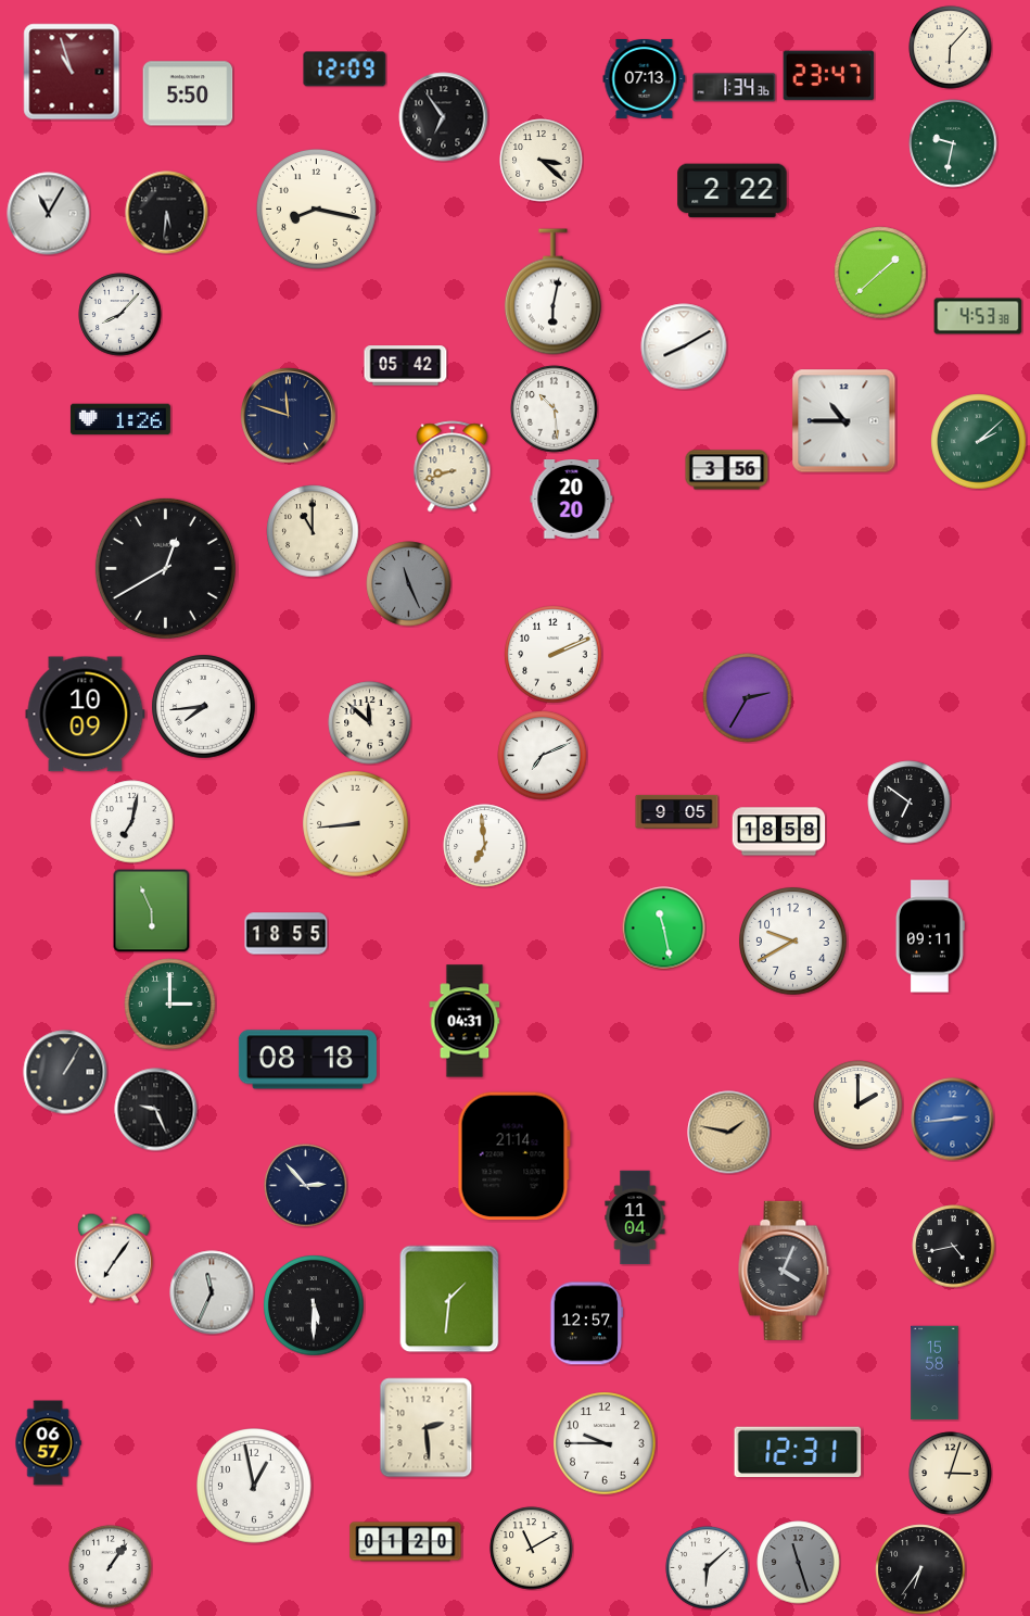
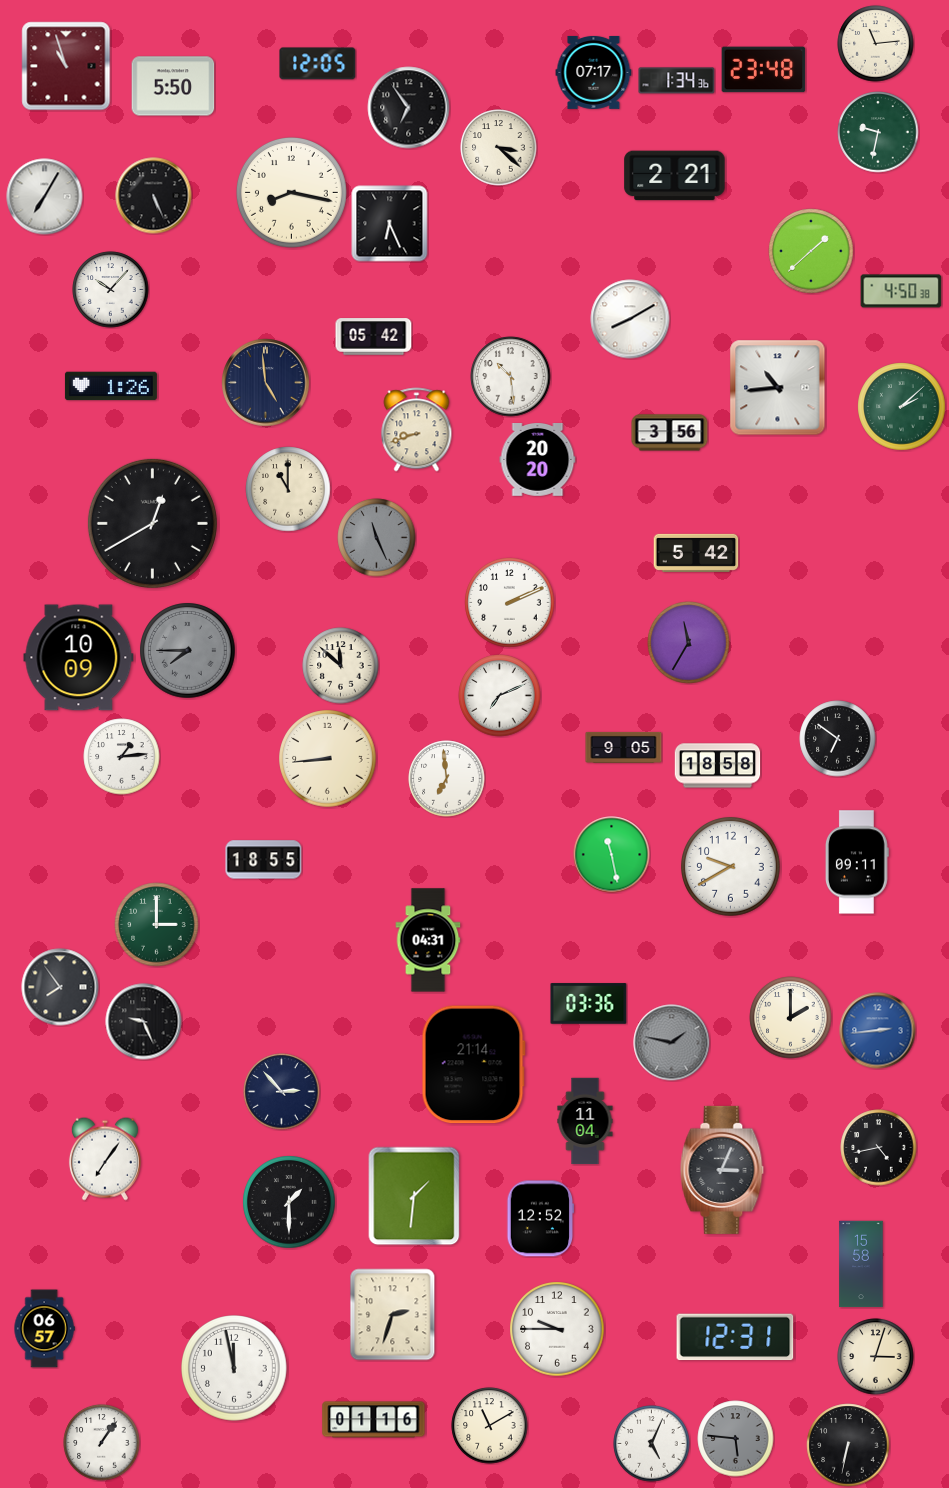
clock at (951, 48): 6:07 -> 11:14
clock at (345, 70): 12:09 -> 12:05
clock at (829, 76): 23:47 -> 23:48
clock at (645, 78): 07:13 -> 07:17
clock at (733, 191): 2:22 -> 2:21
clock at (167, 213): 5:31 -> 5:26
clock at (49, 214): 11:05 -> 7:05
clock at (390, 224): none -> 6:26
clock at (552, 292): 6:02 -> none
clock at (120, 315): 8:07 -> 10:07
clock at (978, 316): 4:53 -> 4:50
clock at (289, 416): 11:48 -> 4:59
clock at (844, 421): 10:45 -> 10:44
clock at (572, 500) position: (572, 500) -> (538, 460)
clock at (696, 553): none -> 5:42
clock at (748, 698): 2:35 -> 11:35
clock at (204, 707): 7:44 -> 7:45
clock at (204, 707) dial: white -> grey
clock at (132, 822): 7:02 -> 1:14
clock at (152, 910): 5:56 -> none
clock at (307, 1060): 08:18 -> none
clock at (65, 1072): 1:05 -> 7:54
clock at (589, 1004): none -> 03:36
clock at (729, 1133) dial: champagne -> grey
clock at (784, 1271): 4:04 -> 3:04
clock at (212, 1292): 11:34 -> none
clock at (314, 1305): 5:30 -> 1:30
clock at (587, 1324): 12:57 -> 12:52
clock at (427, 1428): 2:29 -> 2:33
clock at (255, 1487): 12:58 -> 11:58
clock at (406, 1542): 01:20 -> 01:16
clock at (799, 1563): 11:27 -> 5:46
clock at (708, 1568): 6:08 -> 5:04
clock at (920, 1569): 6:36 -> 6:32
